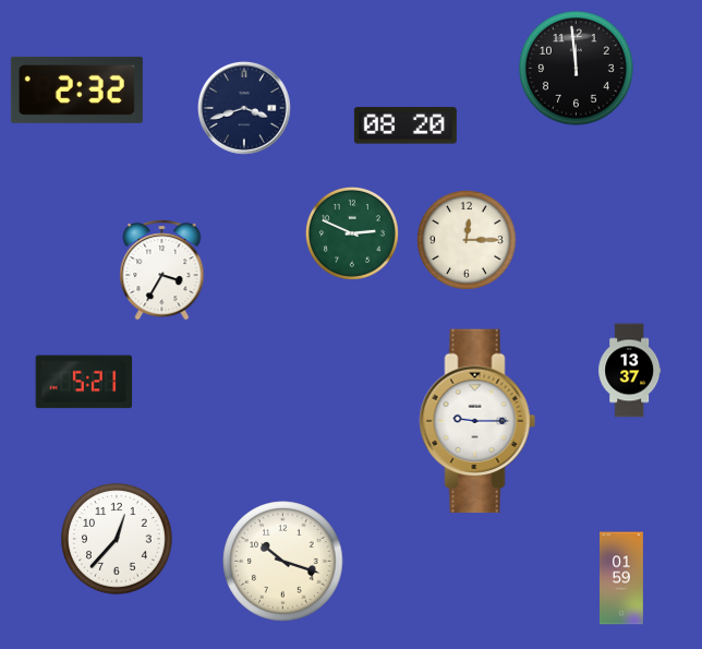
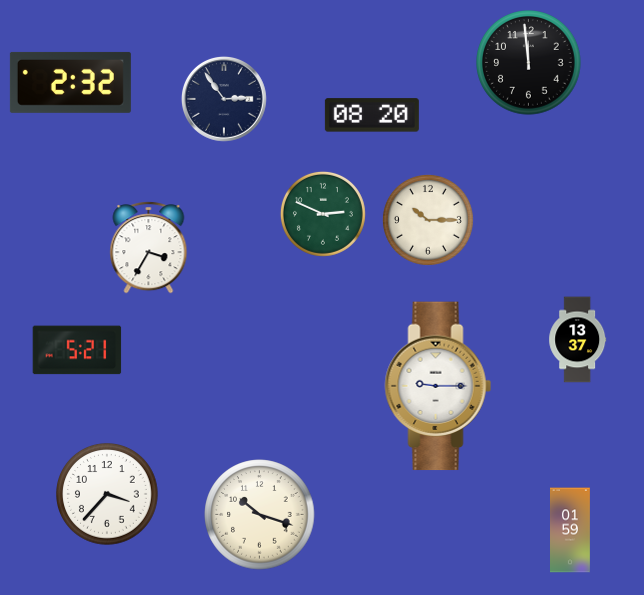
clock at (244, 108): 3:42 -> 2:54
clock at (467, 240): 12:15 -> 10:15
clock at (117, 539): 12:37 -> 3:37
